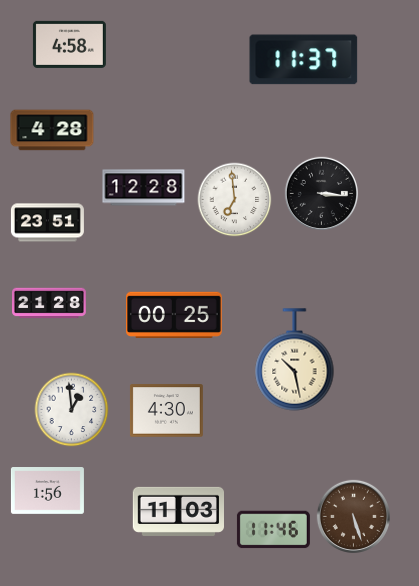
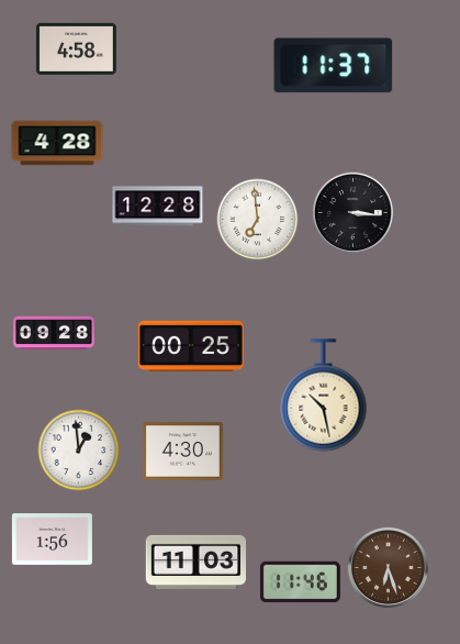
clock at (47, 223): 23:51 -> none
clock at (50, 303): 21:28 -> 09:28
clock at (353, 516): 5:27 -> 6:27
